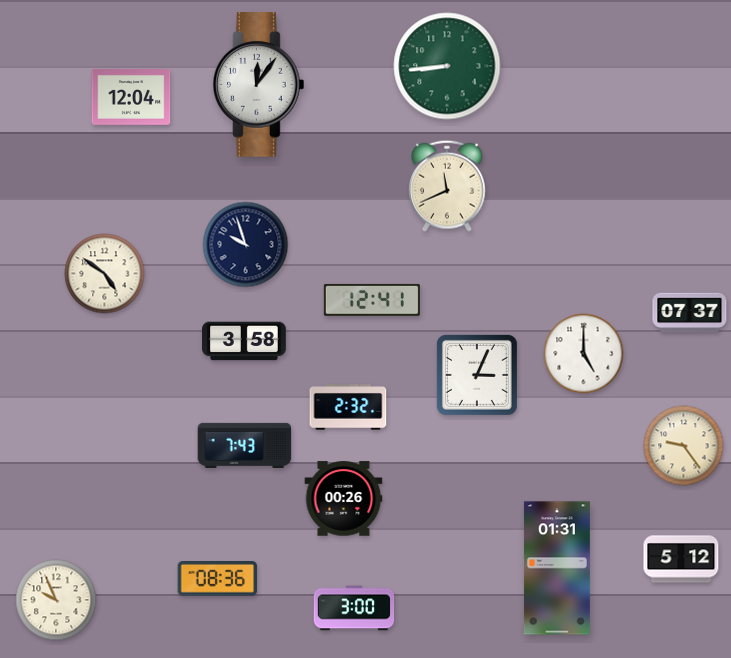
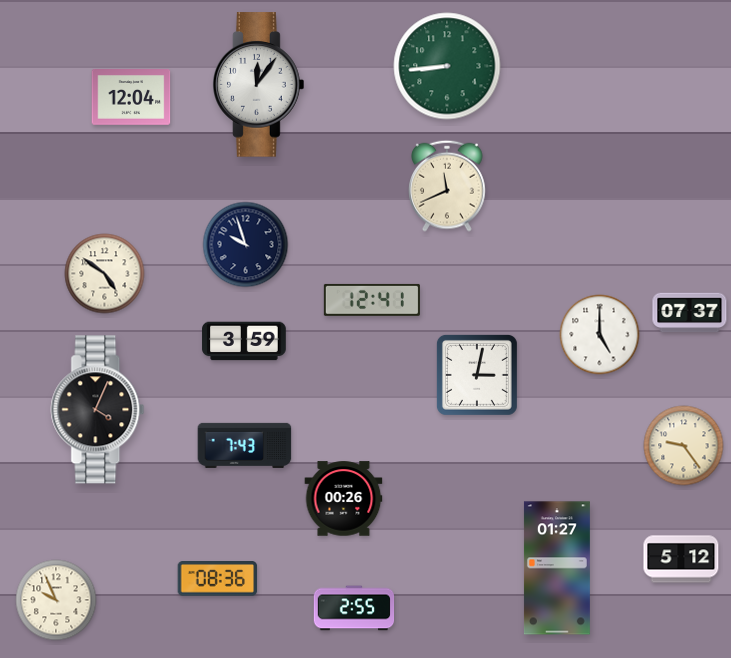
clock at (244, 341): 3:58 -> 3:59
clock at (584, 354) position: (584, 354) -> (600, 335)
clock at (477, 375): 3:04 -> 3:02
clock at (348, 407): 2:32 -> none
clock at (98, 410): none -> 4:04
clock at (557, 568): 01:31 -> 01:27
clock at (354, 608): 3:00 -> 2:55
